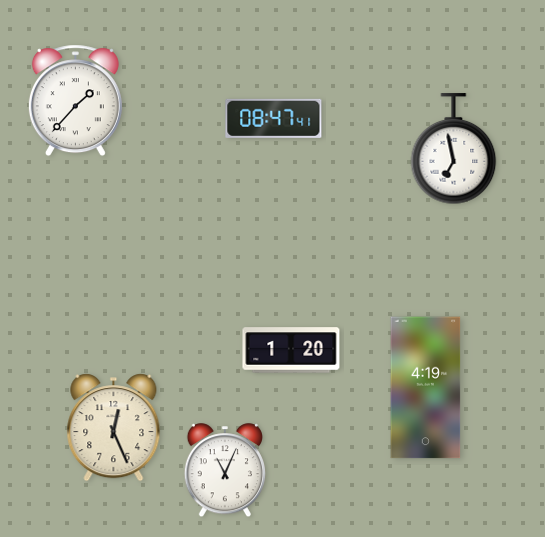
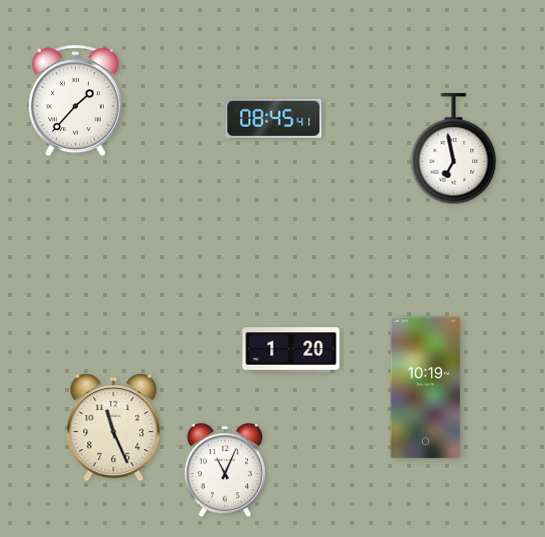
clock at (274, 118): 08:47 -> 08:45
clock at (426, 388): 4:19 -> 10:19
clock at (114, 428): 12:26 -> 11:26
